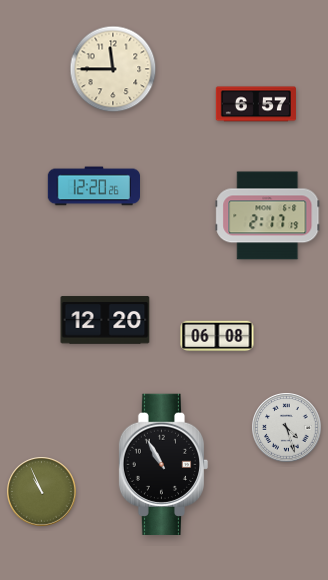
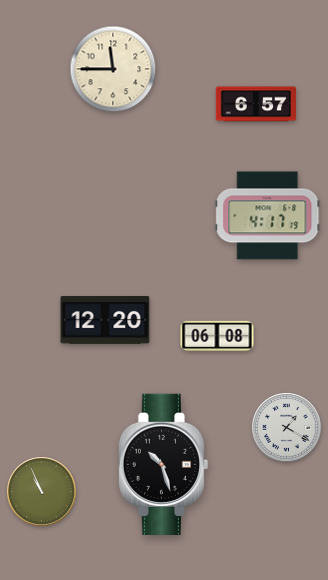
clock at (93, 186): 12:20 -> none
clock at (268, 216): 2:17 -> 4:17
clock at (287, 428): 4:27 -> 1:20
clock at (164, 464): 10:55 -> 10:27
